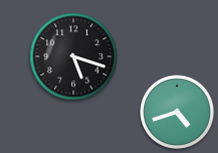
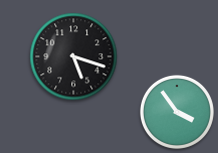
clock at (177, 112): 4:42 -> 3:54
